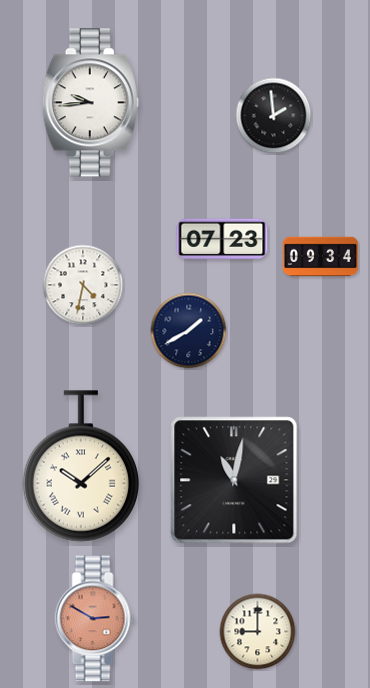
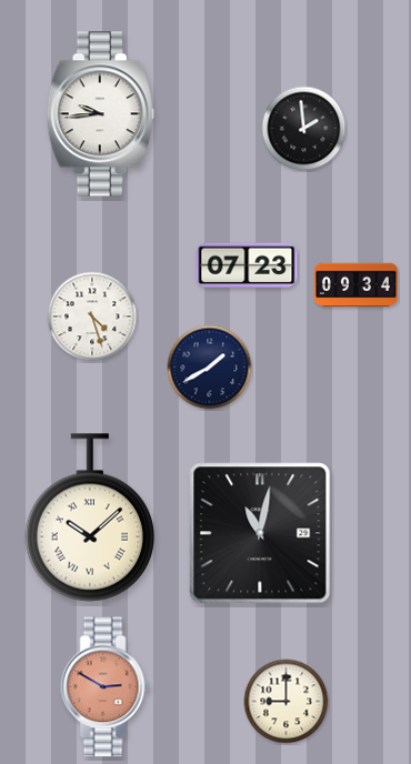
clock at (83, 285): 4:32 -> 4:27
